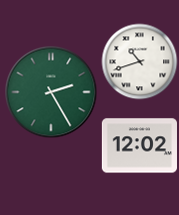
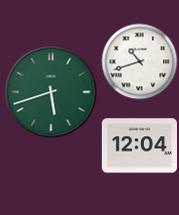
clock at (51, 92): 2:25 -> 5:42
clock at (139, 146): 12:02 -> 12:04
